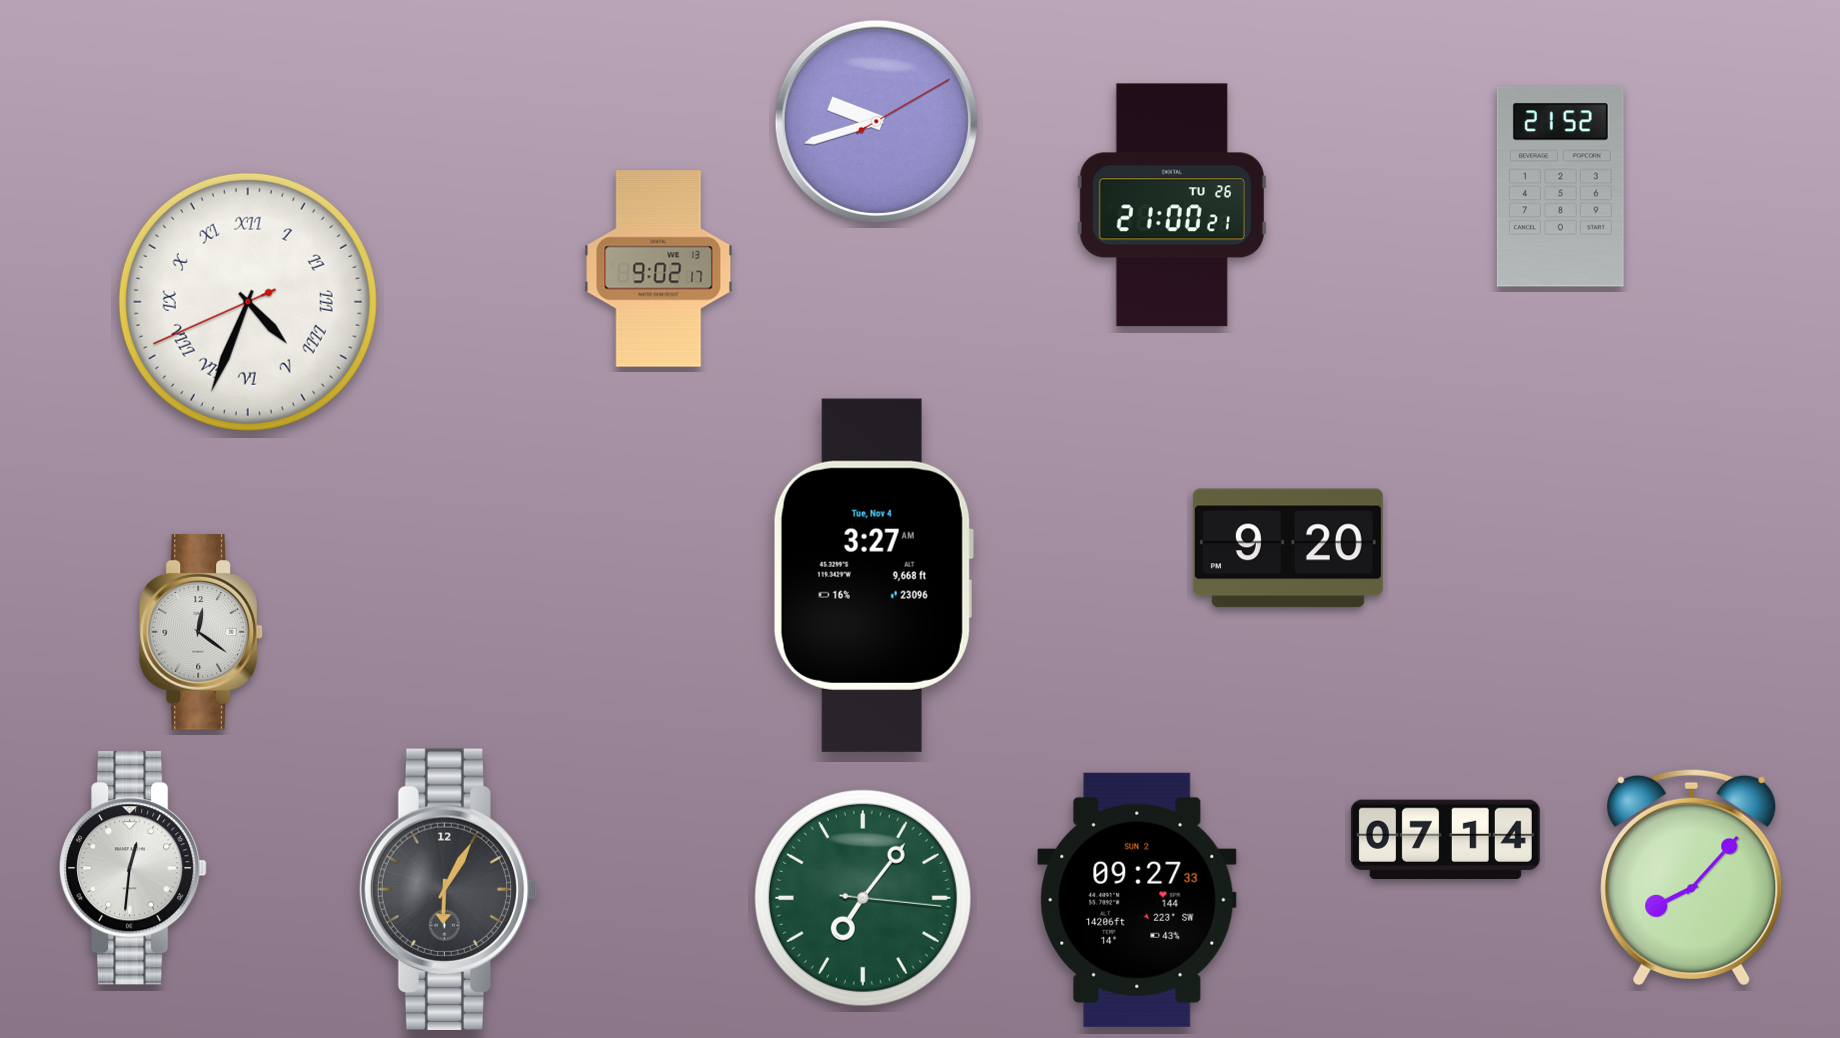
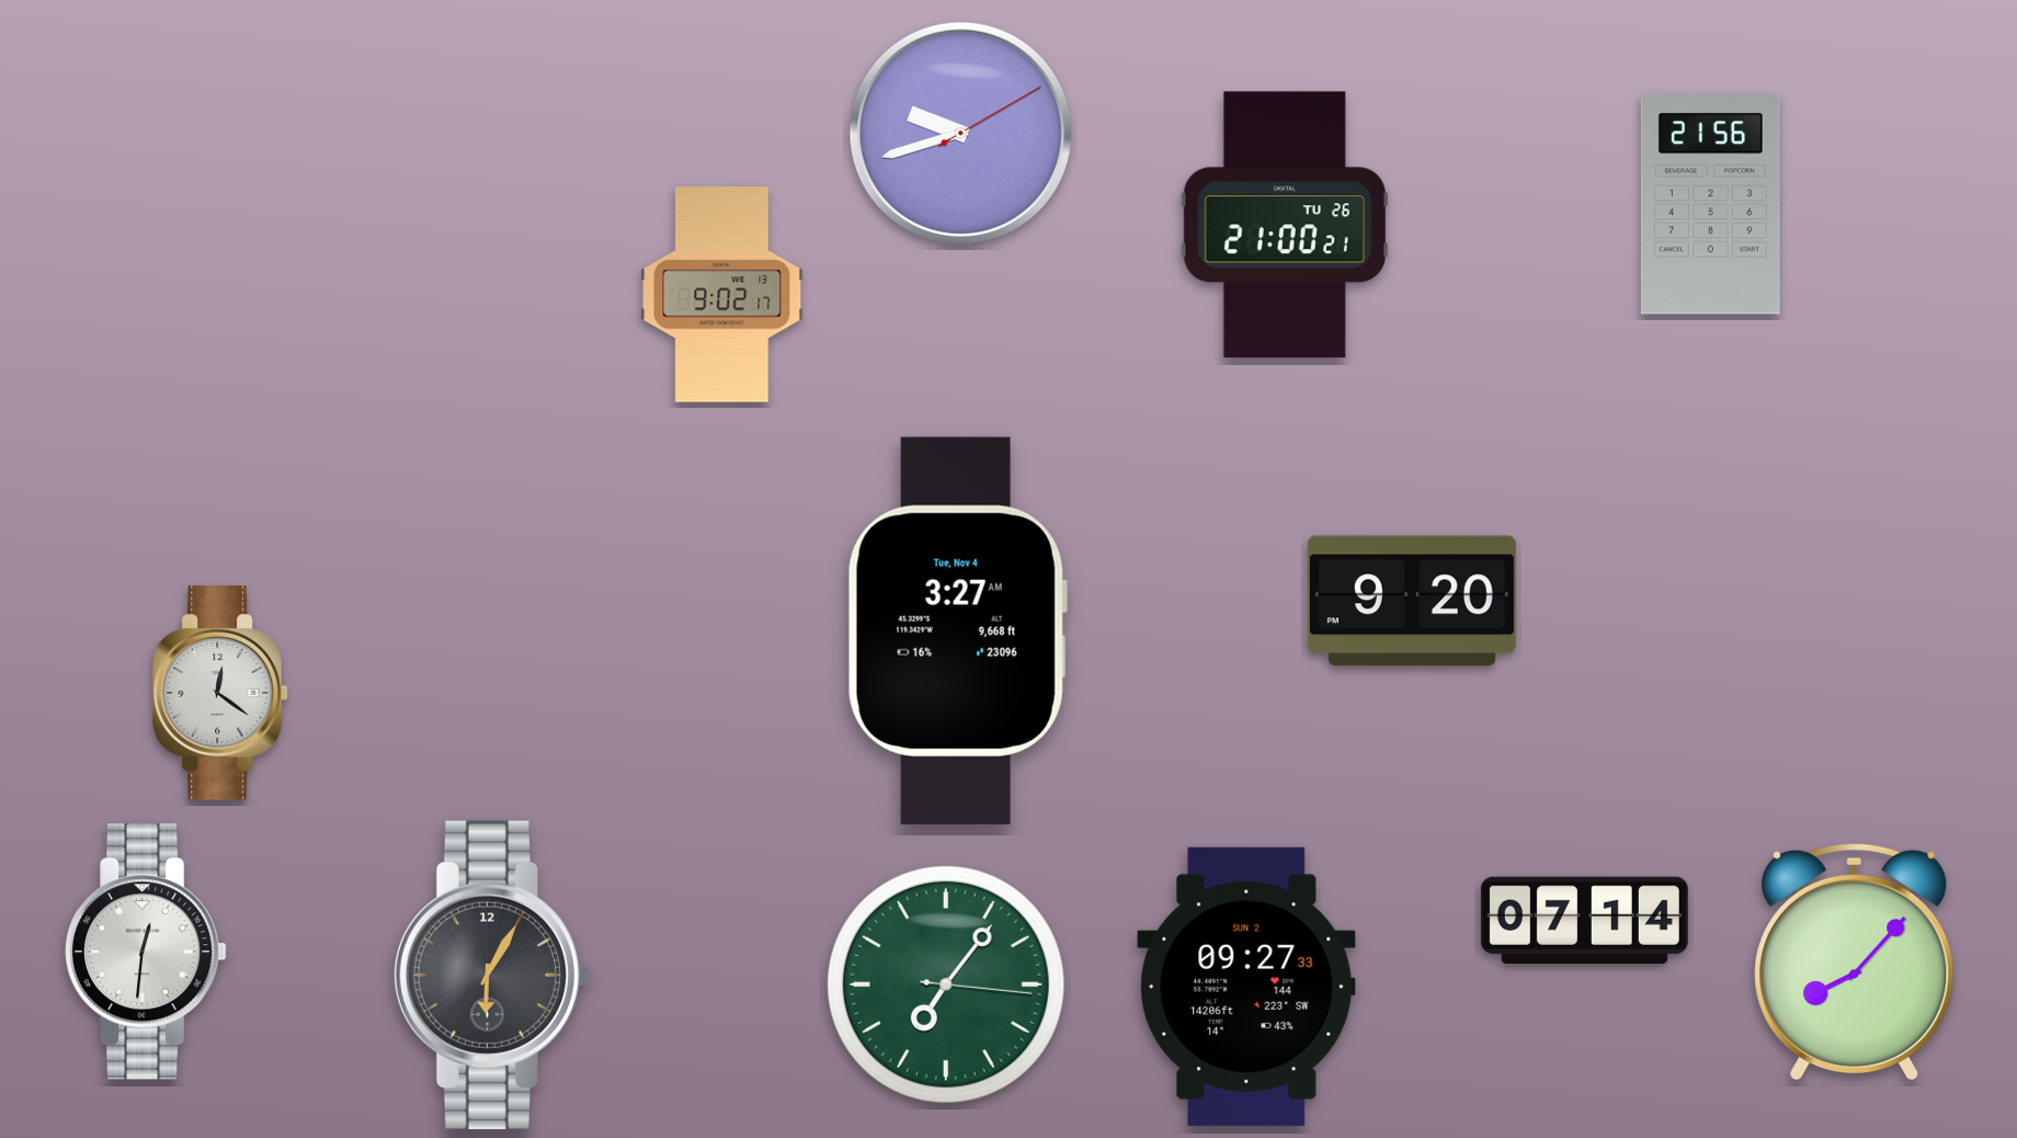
clock at (1560, 187): 21:52 -> 21:56
clock at (248, 302): 4:33 -> none
